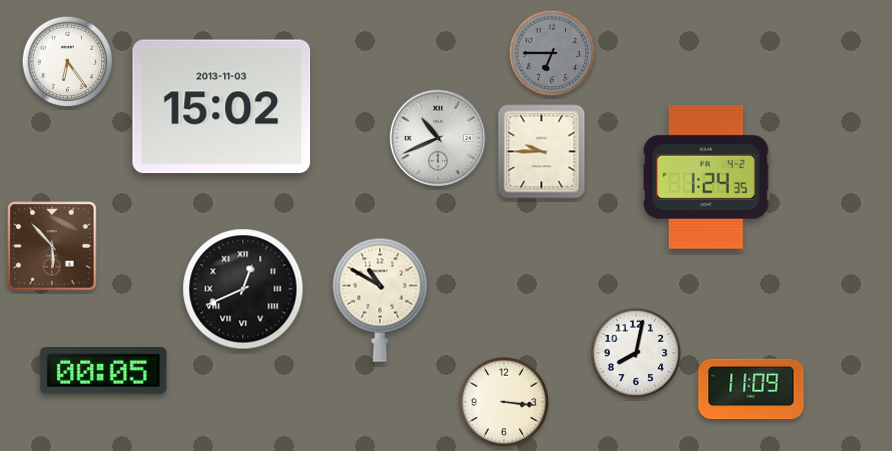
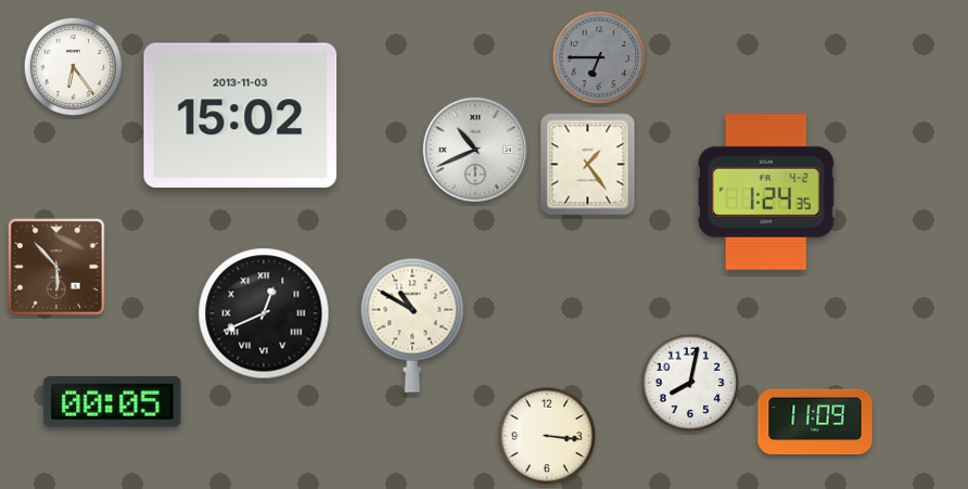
clock at (542, 152): 9:45 -> 1:24
